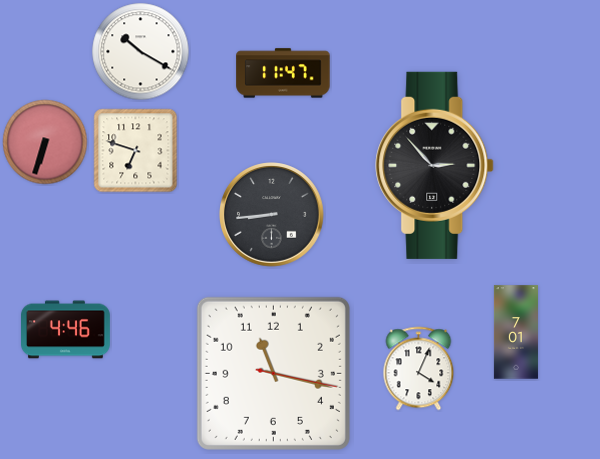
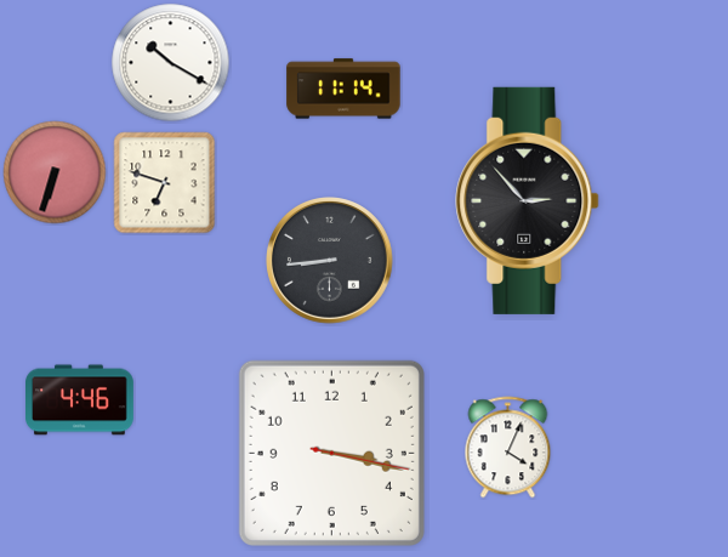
clock at (283, 73): 11:47 -> 11:14
clock at (516, 332): 7:01 -> none
clock at (273, 373): 11:17 -> 3:17
